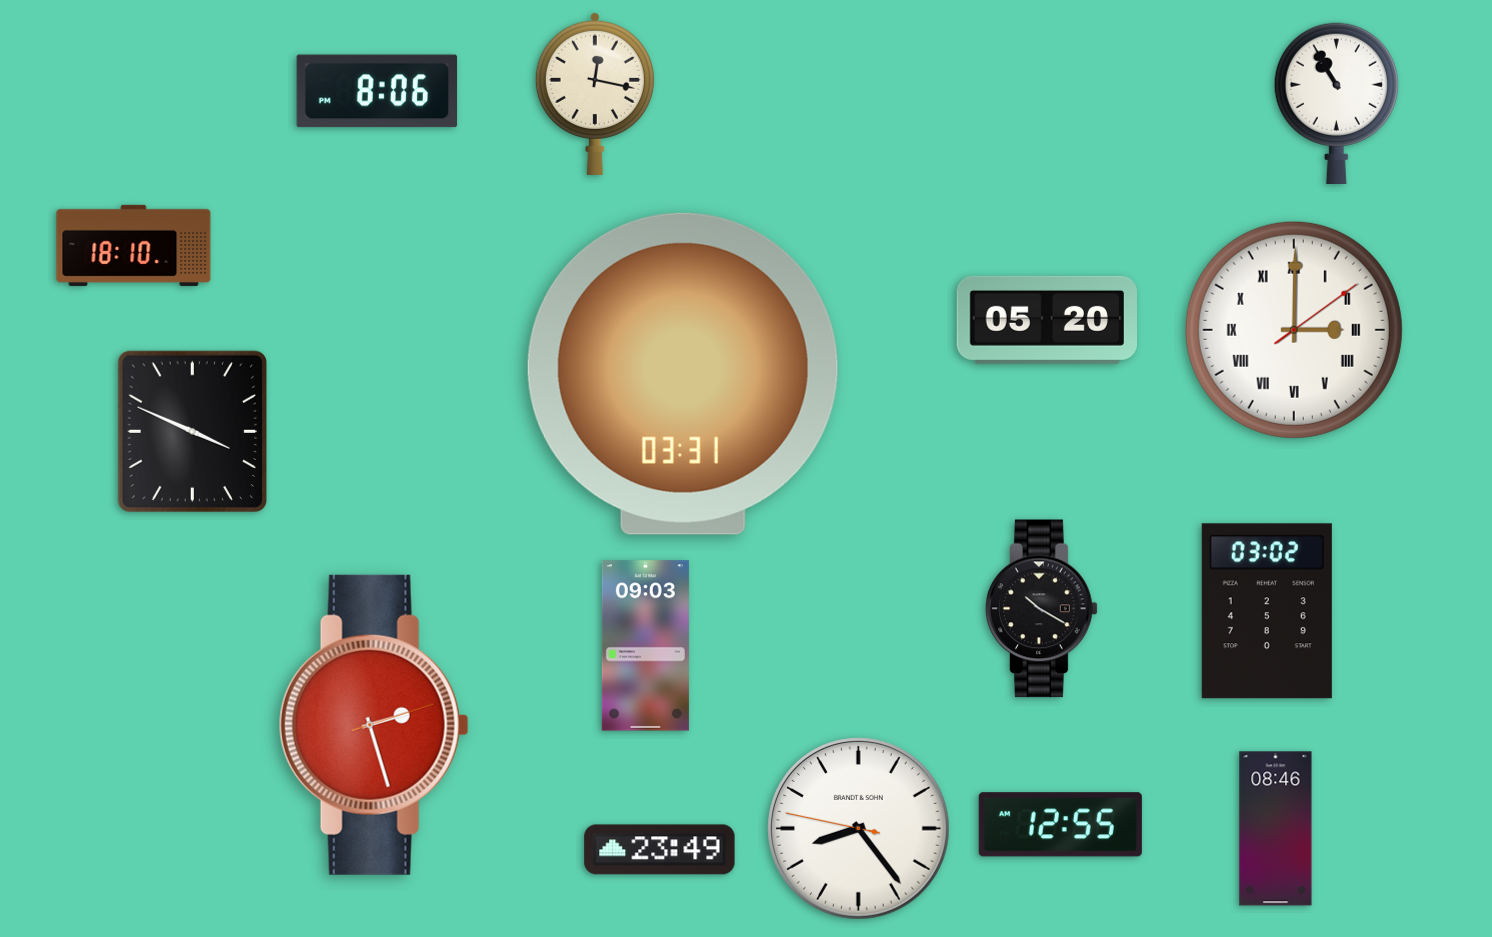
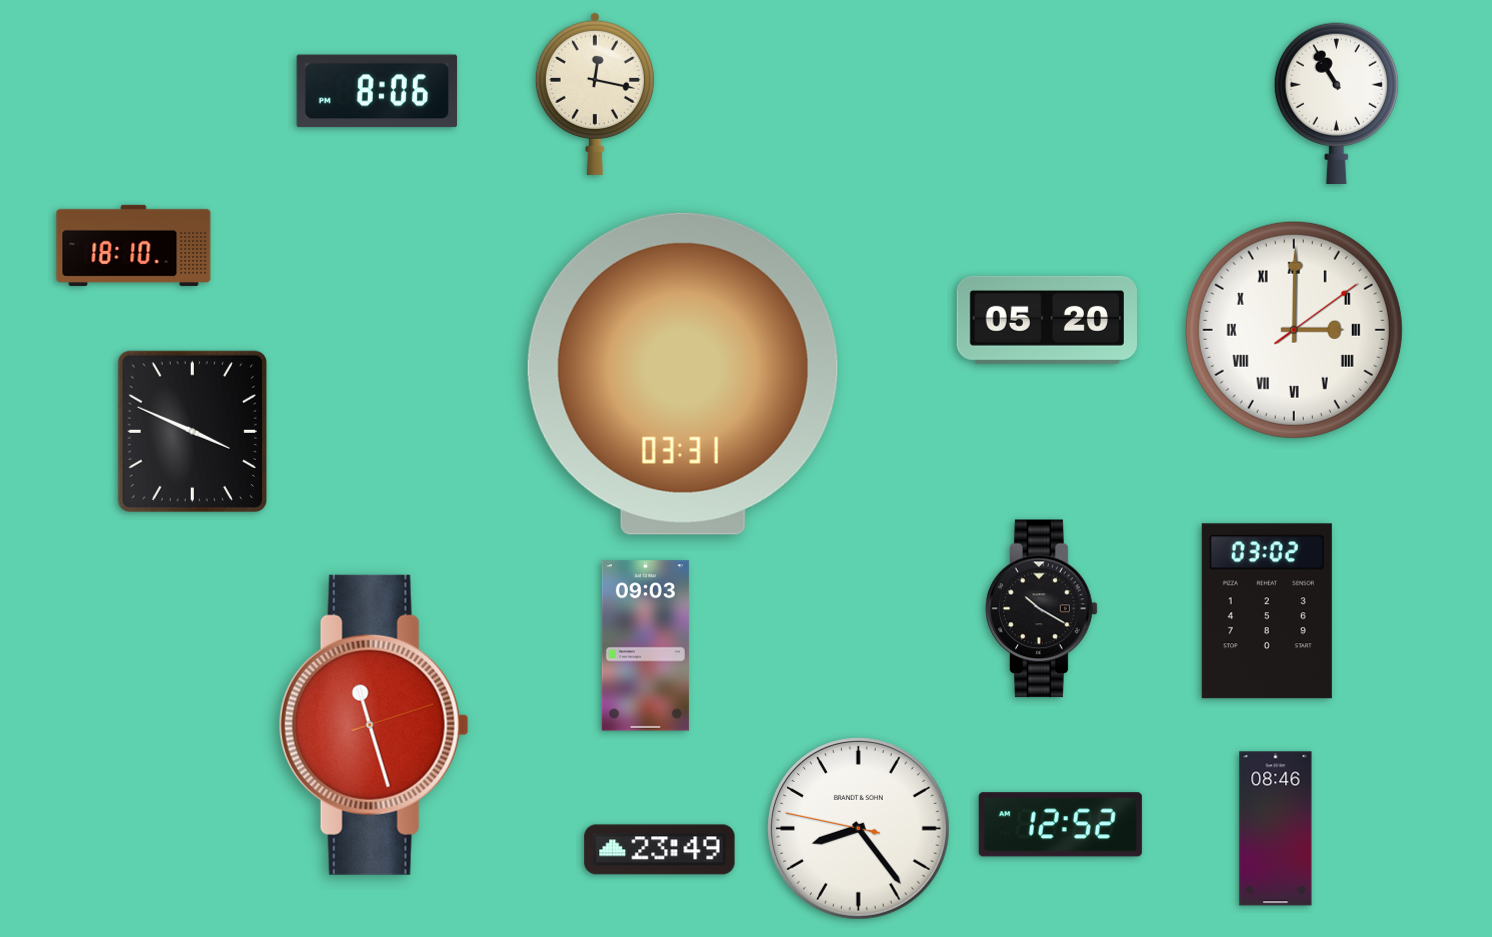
clock at (374, 725): 2:27 -> 11:27
clock at (1060, 825): 12:55 -> 12:52
